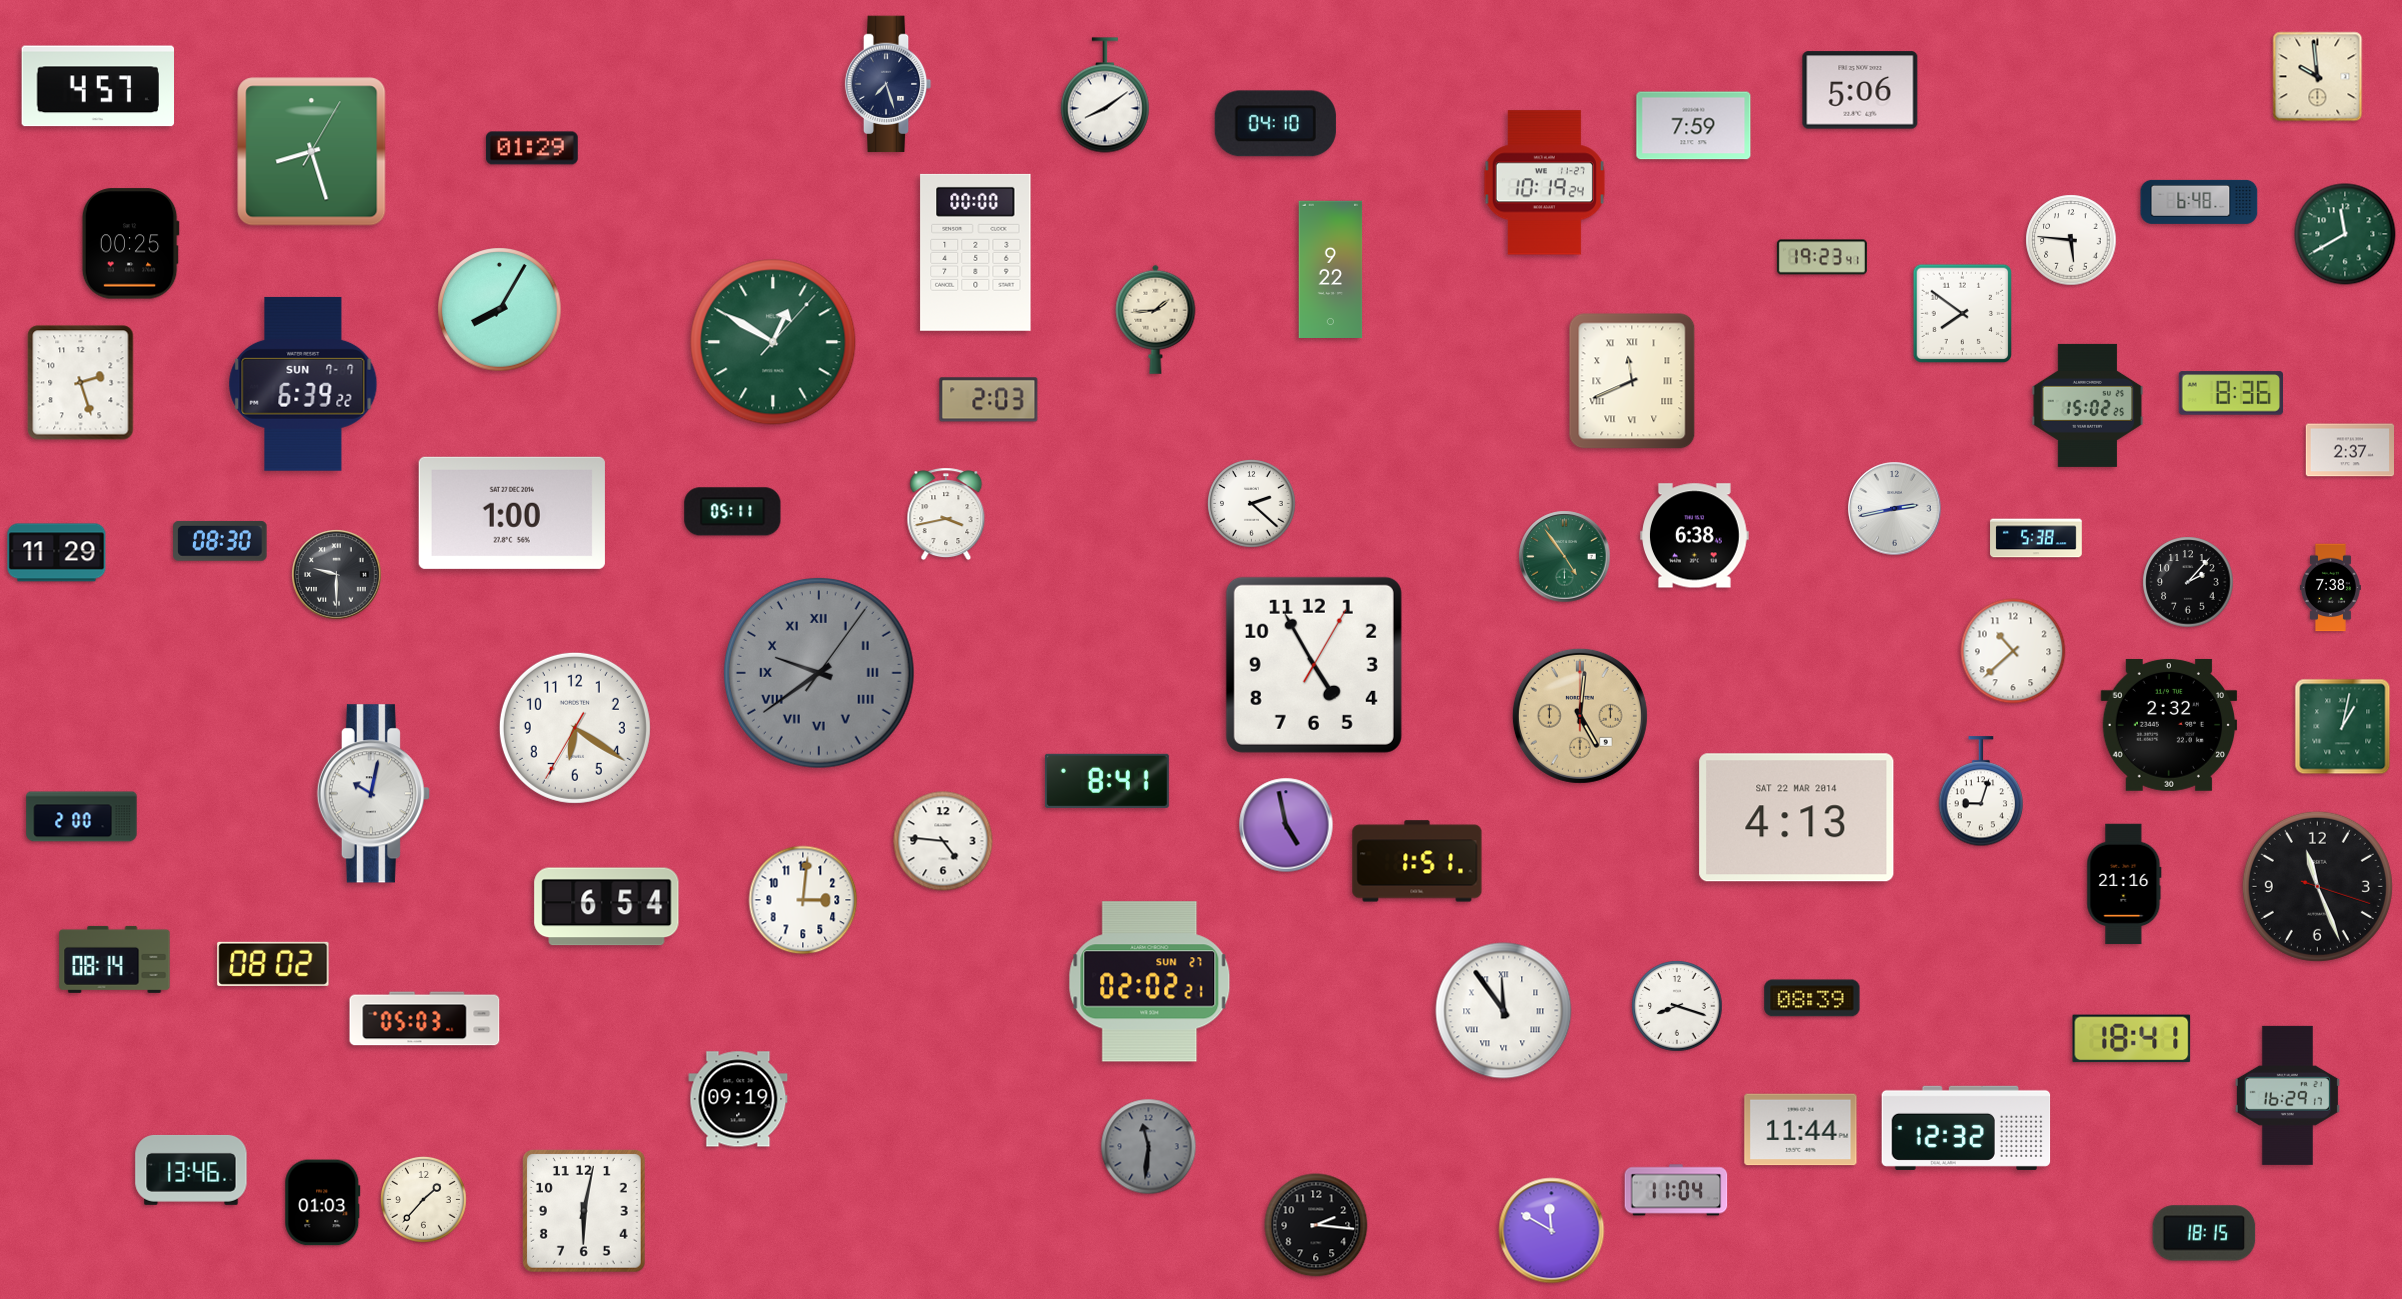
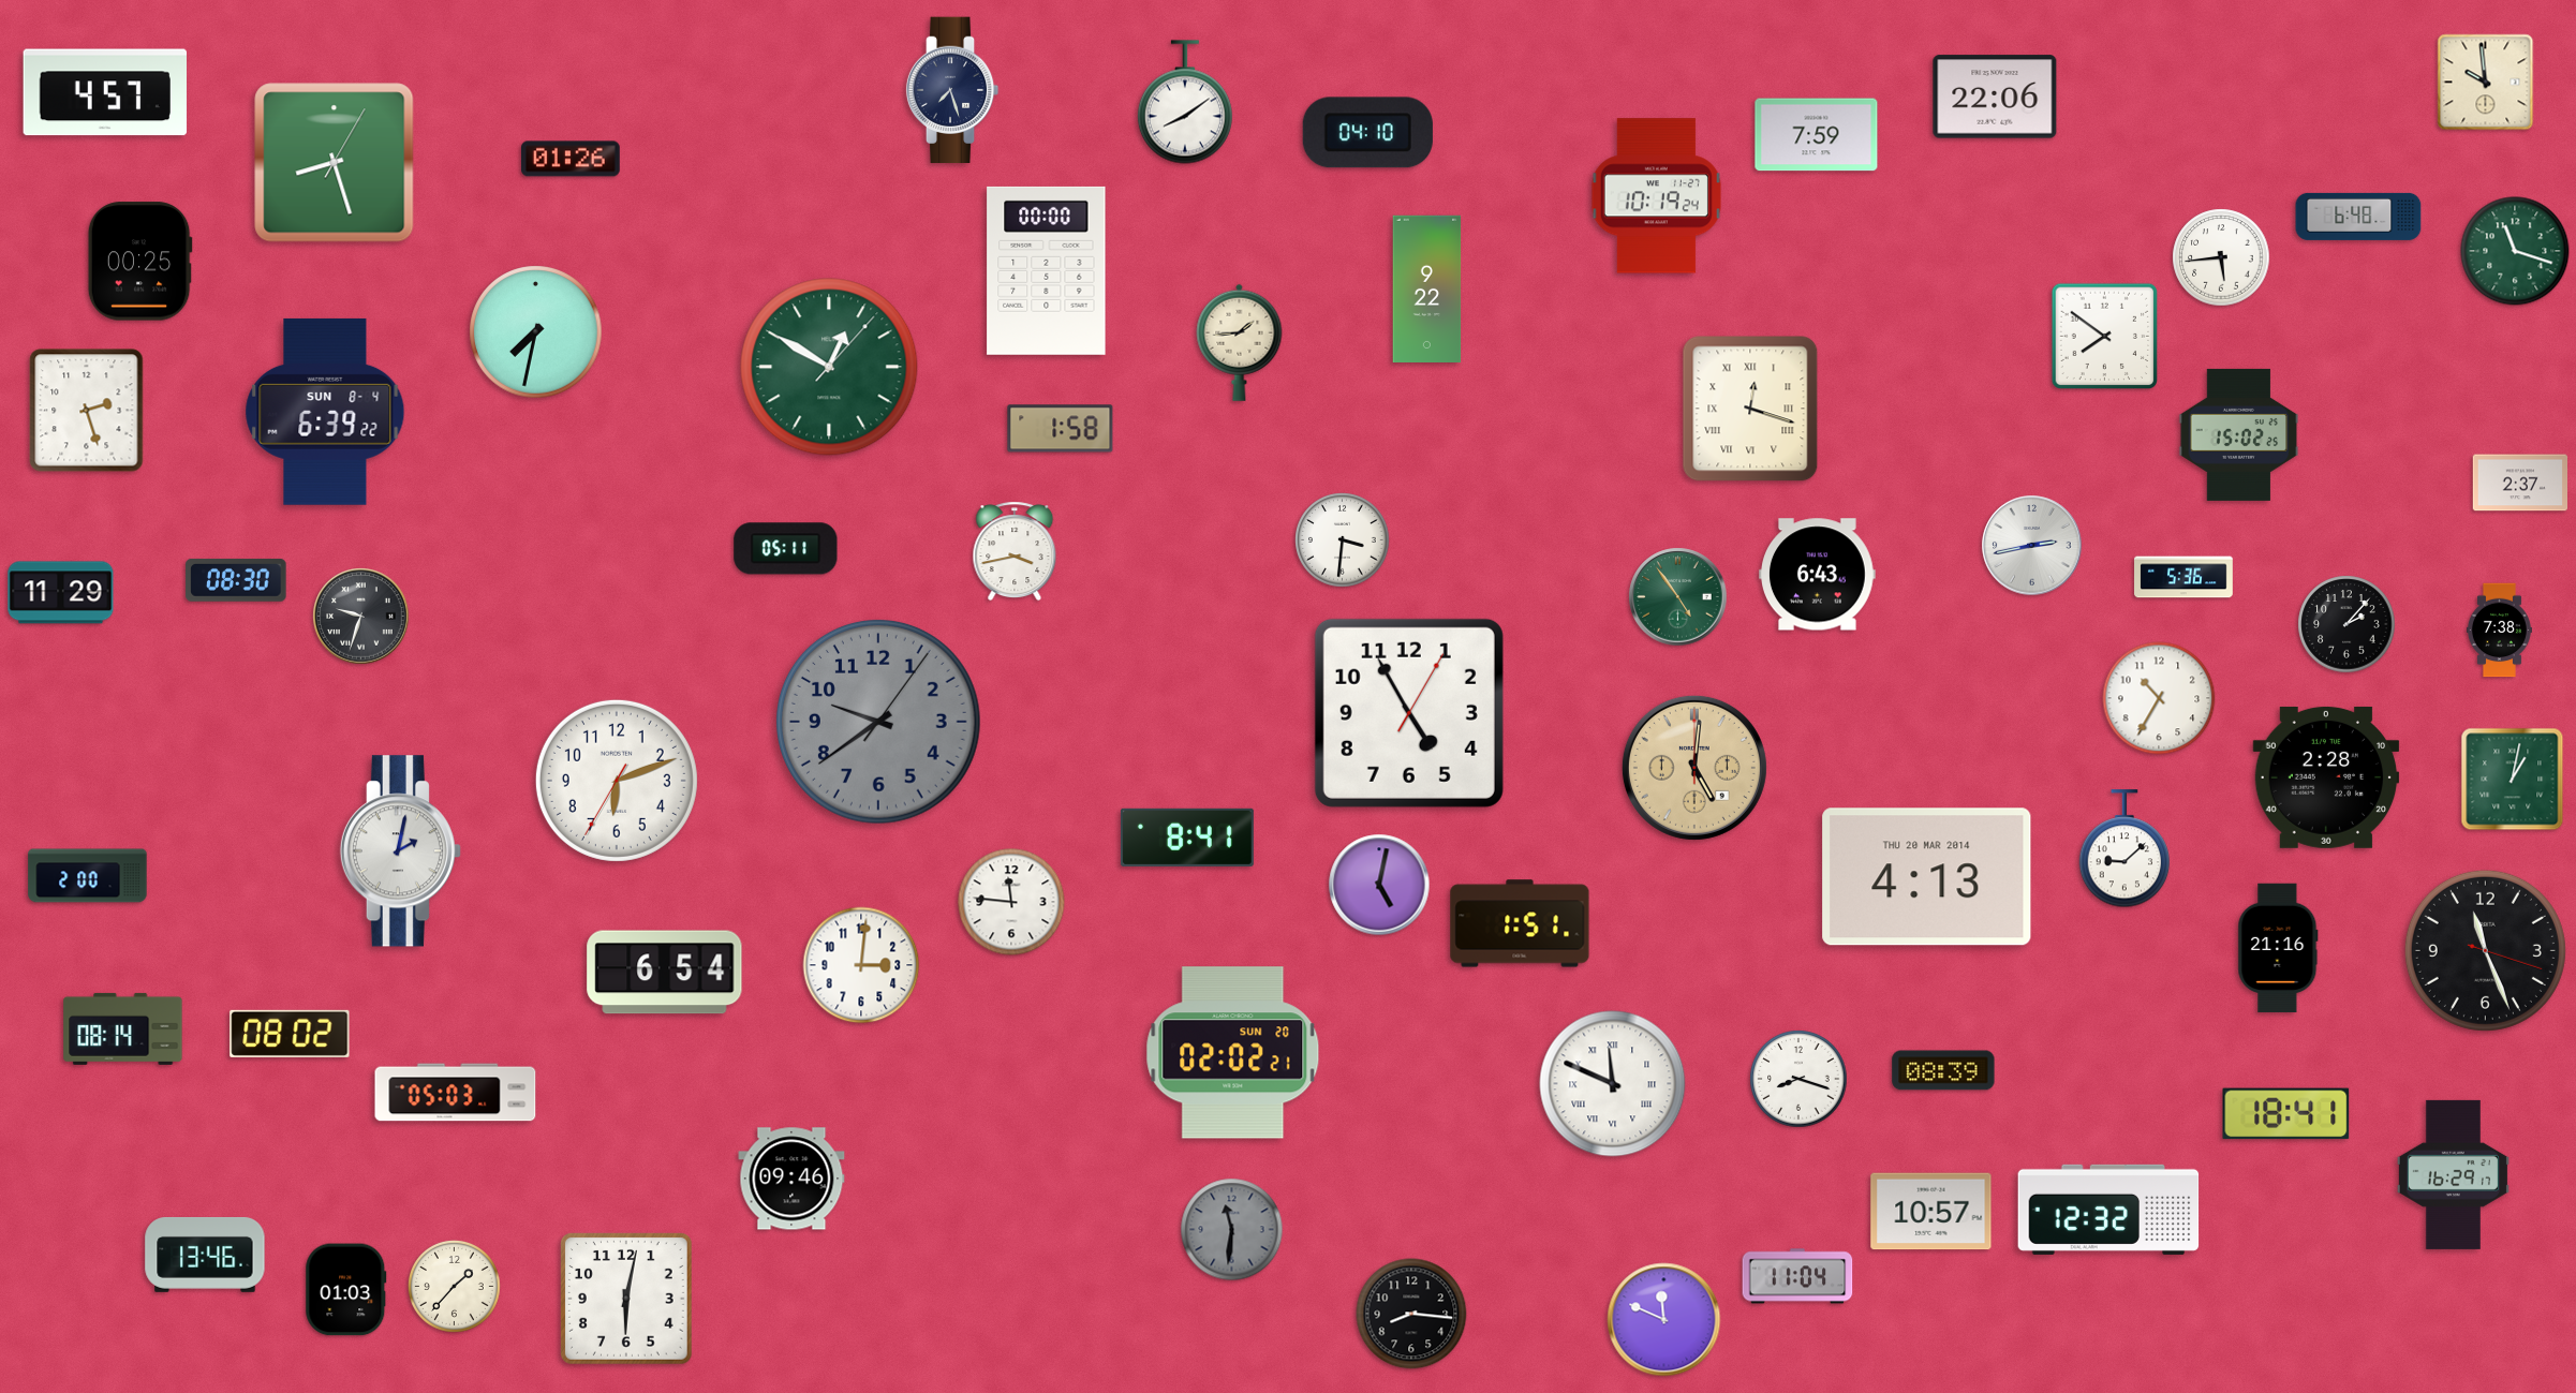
clock at (1860, 90): 5:06 -> 22:06
clock at (532, 148): 01:29 -> 01:26
clock at (2345, 234): 11:40 -> 11:18
clock at (2071, 240): 5:46 -> 5:44
clock at (1822, 257): 19:23 -> none
clock at (500, 310): 8:05 -> 7:32
clock at (1632, 381): 11:41 -> 12:18
clock at (303, 384) date: SUN 7-7 -> SUN 8-4
clock at (2230, 393): 8:36 -> none
clock at (989, 400): 2:03 -> 1:58
clock at (1252, 504): 2:22 -> 3:31
clock at (512, 513): 1:00 -> none
clock at (1695, 536): 6:38 -> 6:43
clock at (2036, 538): 5:38 -> 5:36
clock at (337, 575): 9:30 -> 9:33
clock at (2013, 651): 10:38 -> 10:35
clock at (819, 673) numerals: Roman -> Arabic
clock at (2169, 725): 2:32 -> 2:28
clock at (575, 728): 6:20 -> 6:11
clock at (1981, 792): 9:03 -> 9:08
clock at (373, 794): 10:02 -> 2:02
clock at (1797, 818) date: SAT 22 MAR 2014 -> THU 20 MAR 2014
clock at (1286, 825): 4:58 -> 5:02
clock at (943, 841): 4:46 -> 11:46
clock at (607, 907) position: (607, 907) -> (665, 973)
clock at (273, 964) position: (273, 964) -> (290, 1034)
clock at (1150, 982) date: SUN 27 -> SUN 20
clock at (1504, 1011): 11:54 -> 11:49
clock at (738, 1099): 09:19 -> 09:46
clock at (1801, 1130): 11:44 -> 10:57
clock at (1316, 1225): 2:16 -> 8:16
clock at (1552, 1231): 11:50 -> 11:49
clock at (2204, 1233): 18:15 -> none
